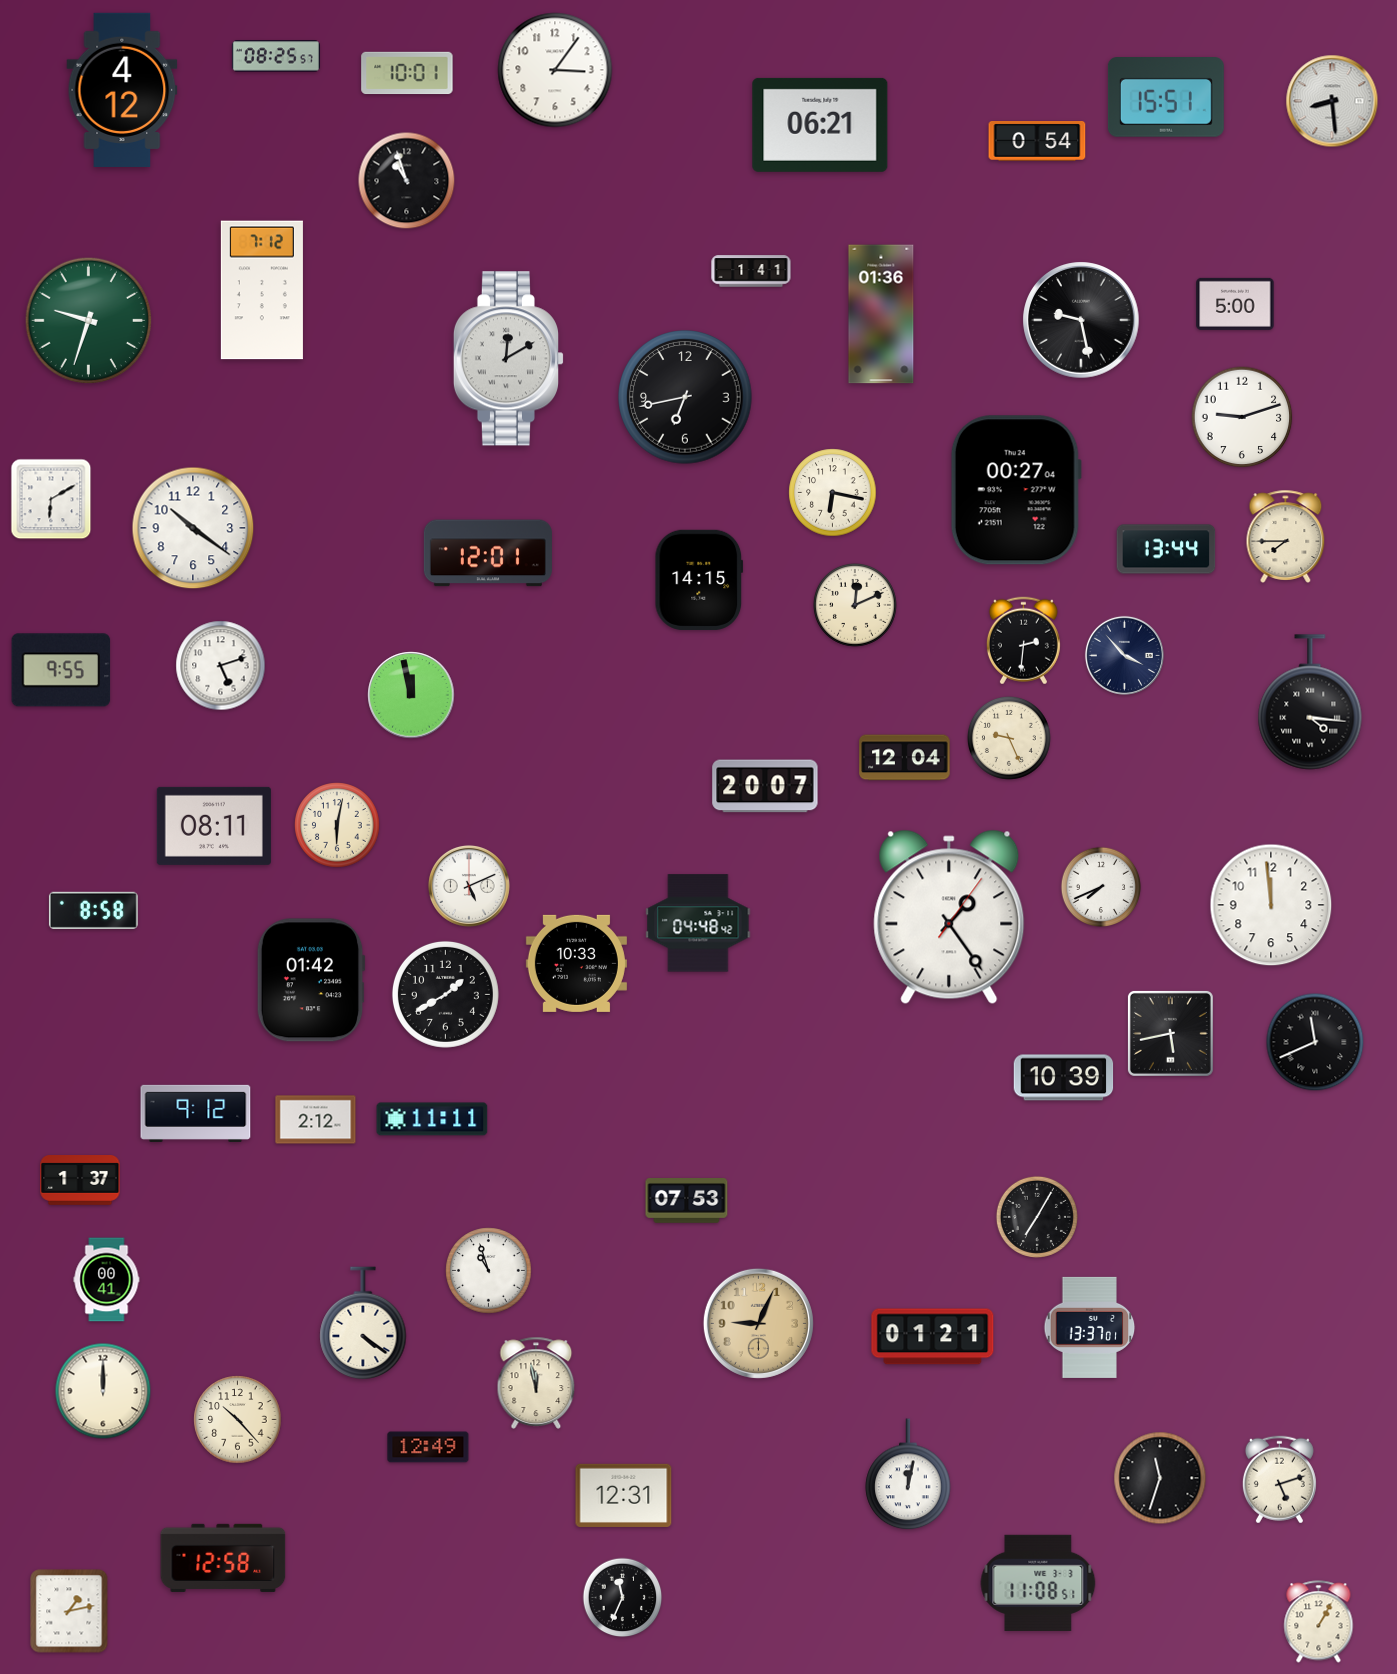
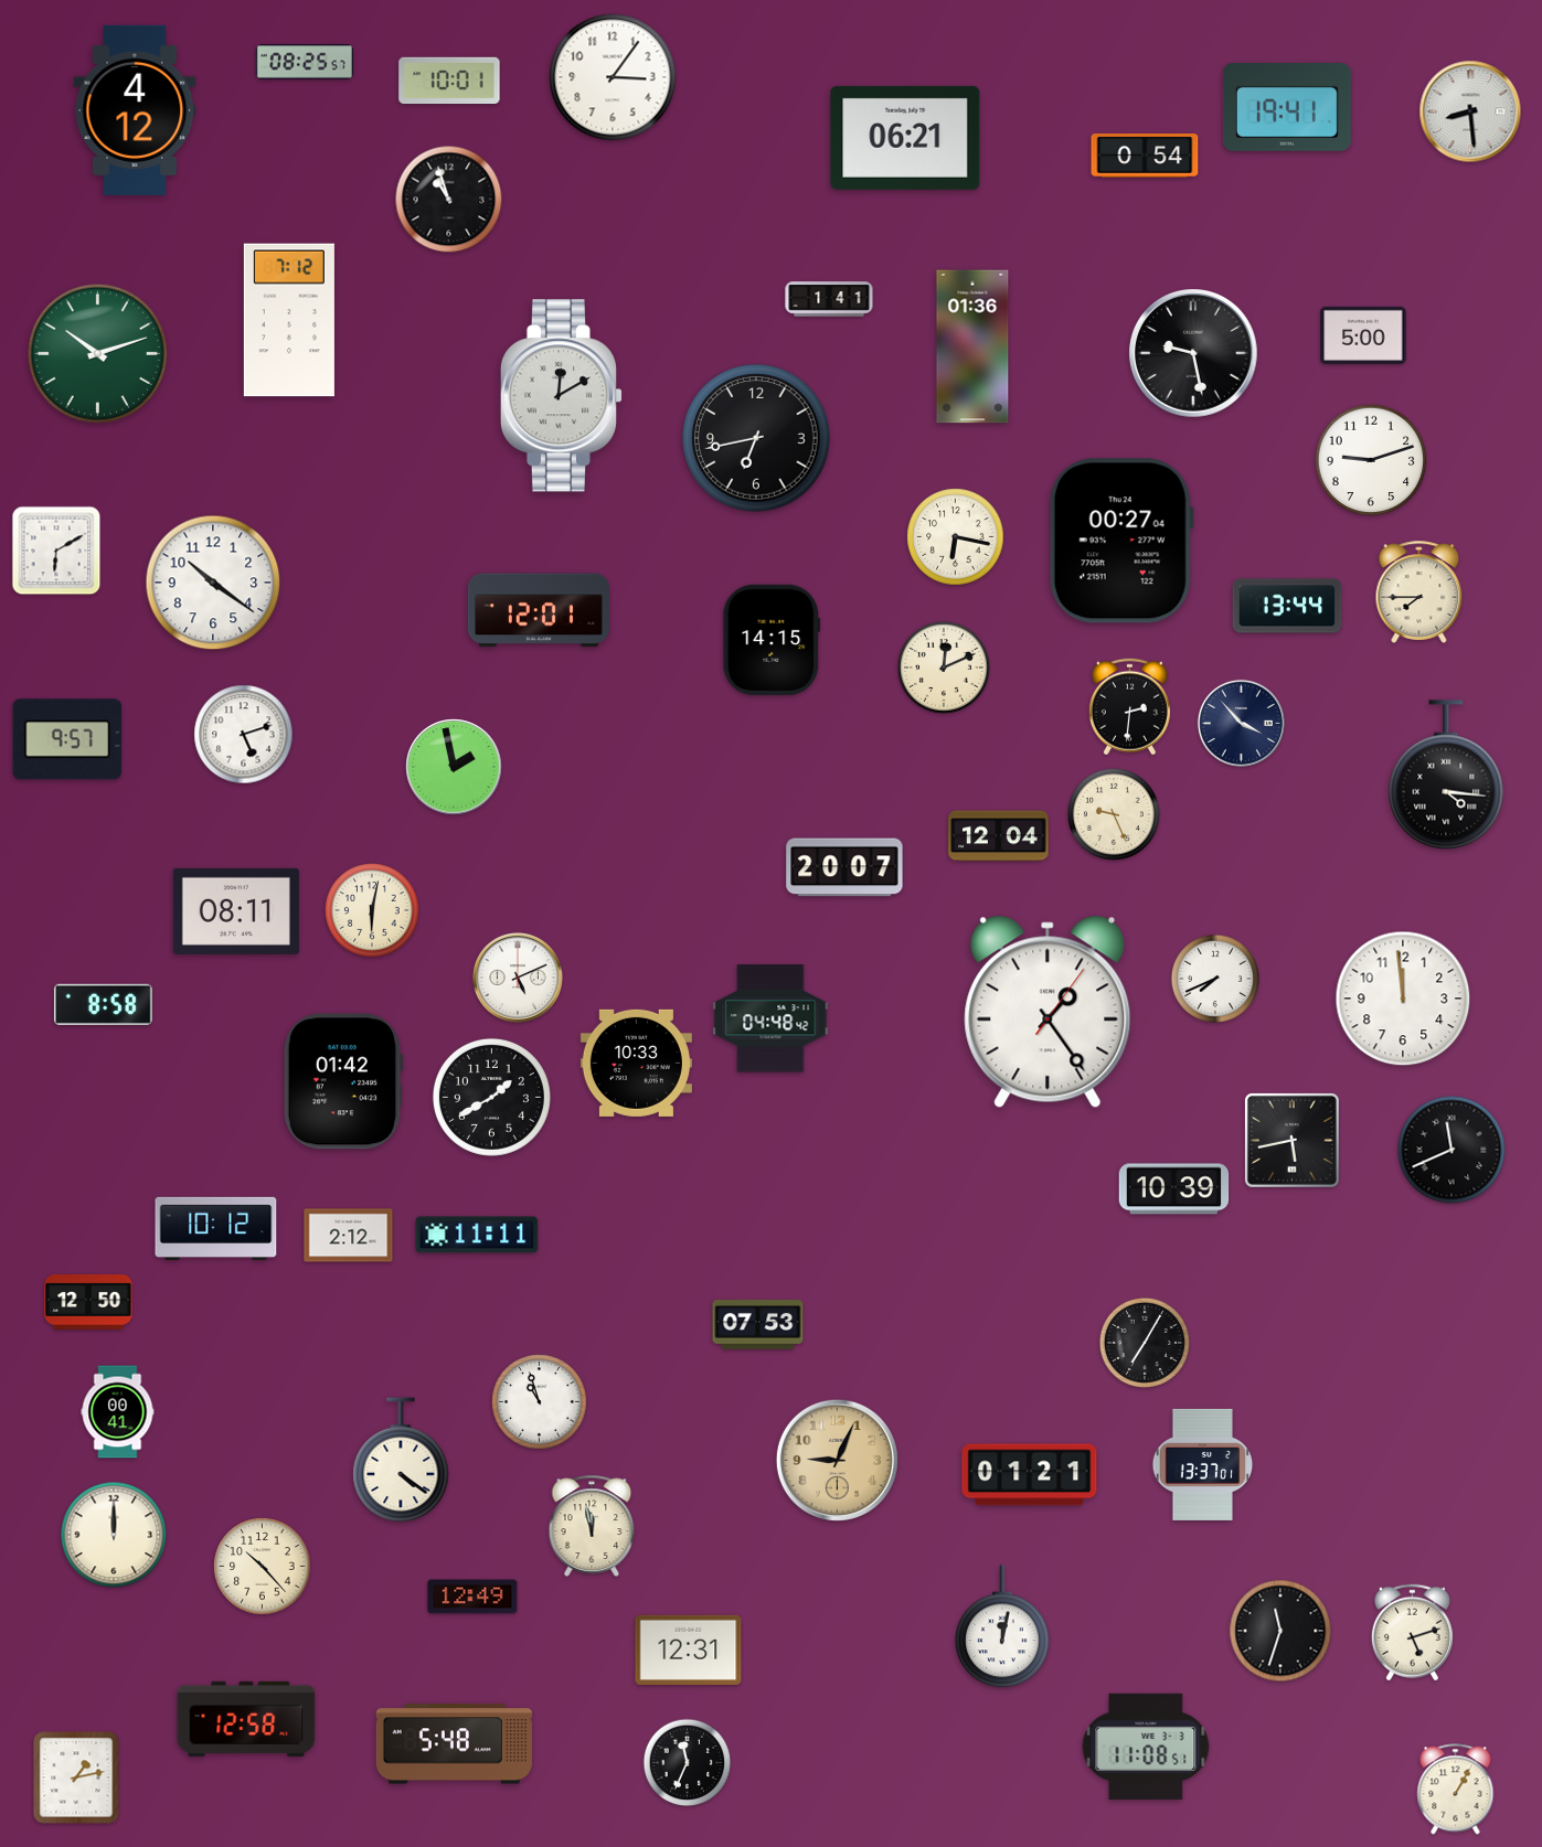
clock at (122, 90) position: (122, 90) -> (135, 110)
clock at (1166, 98): 15:51 -> 19:41
clock at (88, 320): 9:33 -> 10:12
clock at (833, 493) position: (833, 493) -> (956, 537)
clock at (61, 670): 9:55 -> 9:57
clock at (411, 695): 11:58 -> 1:58
clock at (196, 1113): 9:12 -> 10:12
clock at (80, 1181): 1:37 -> 12:50
clock at (454, 1744): none -> 5:48
